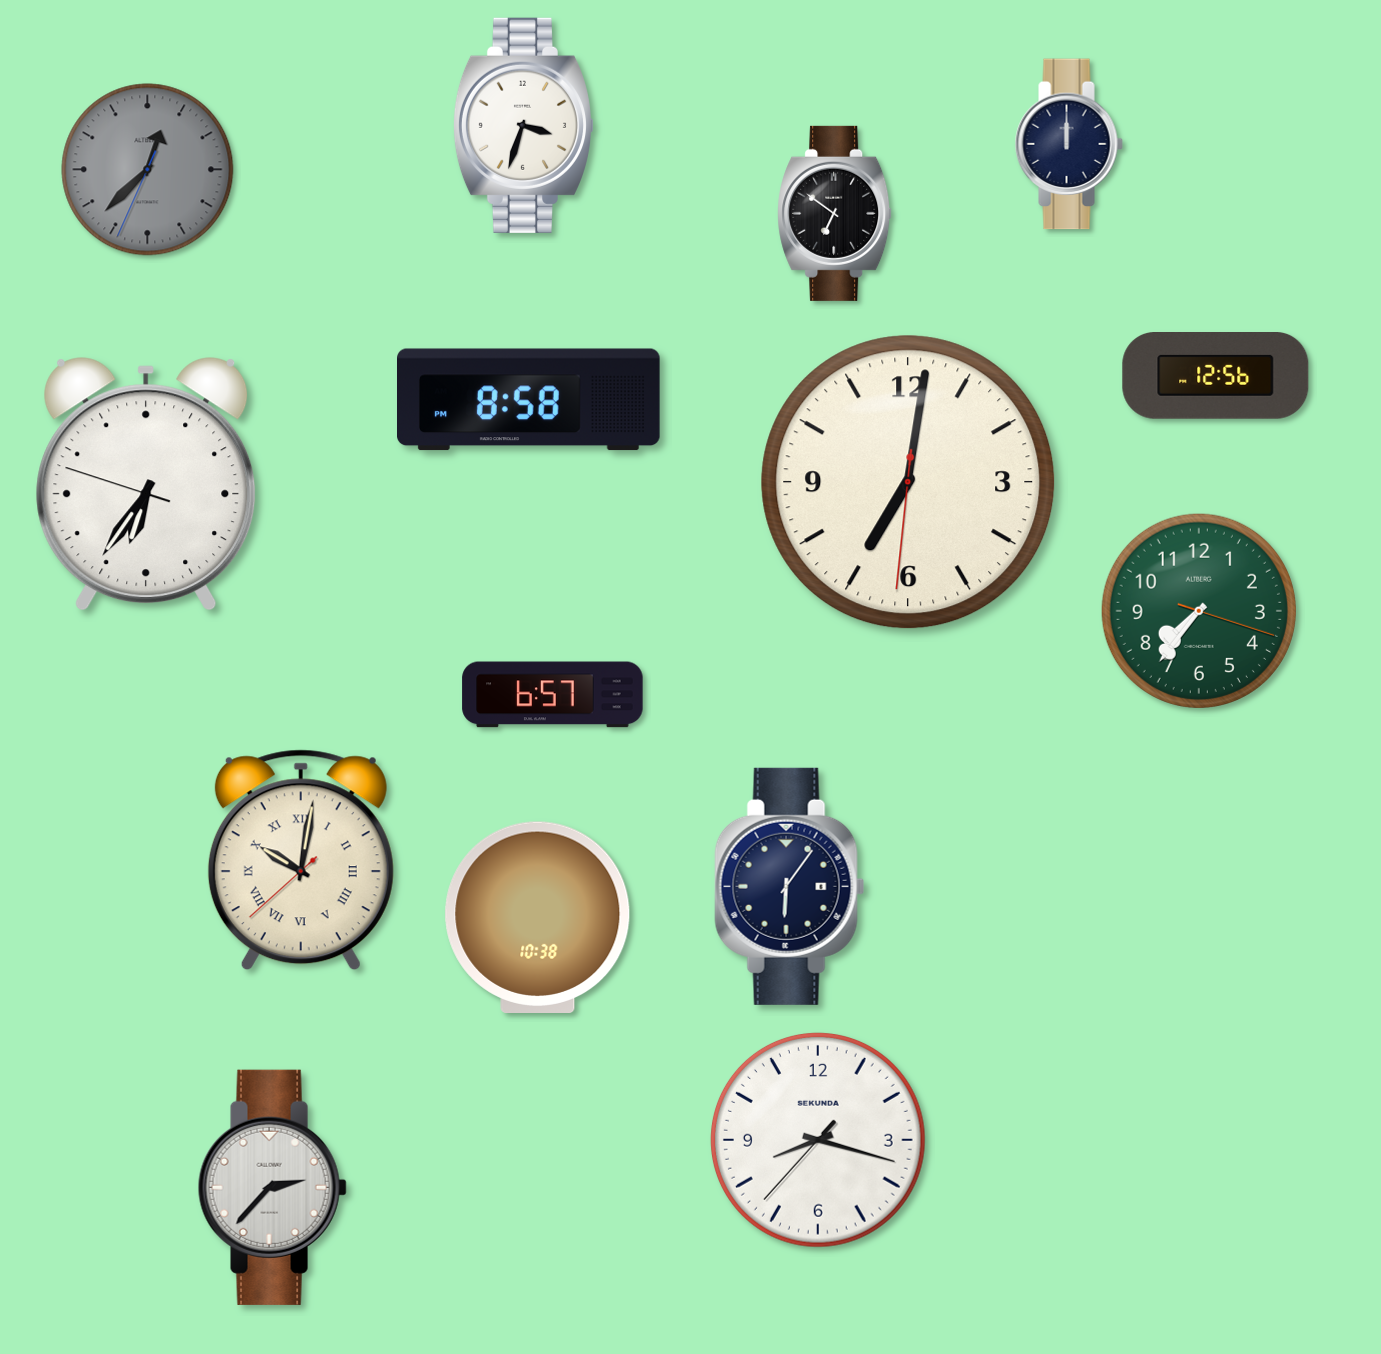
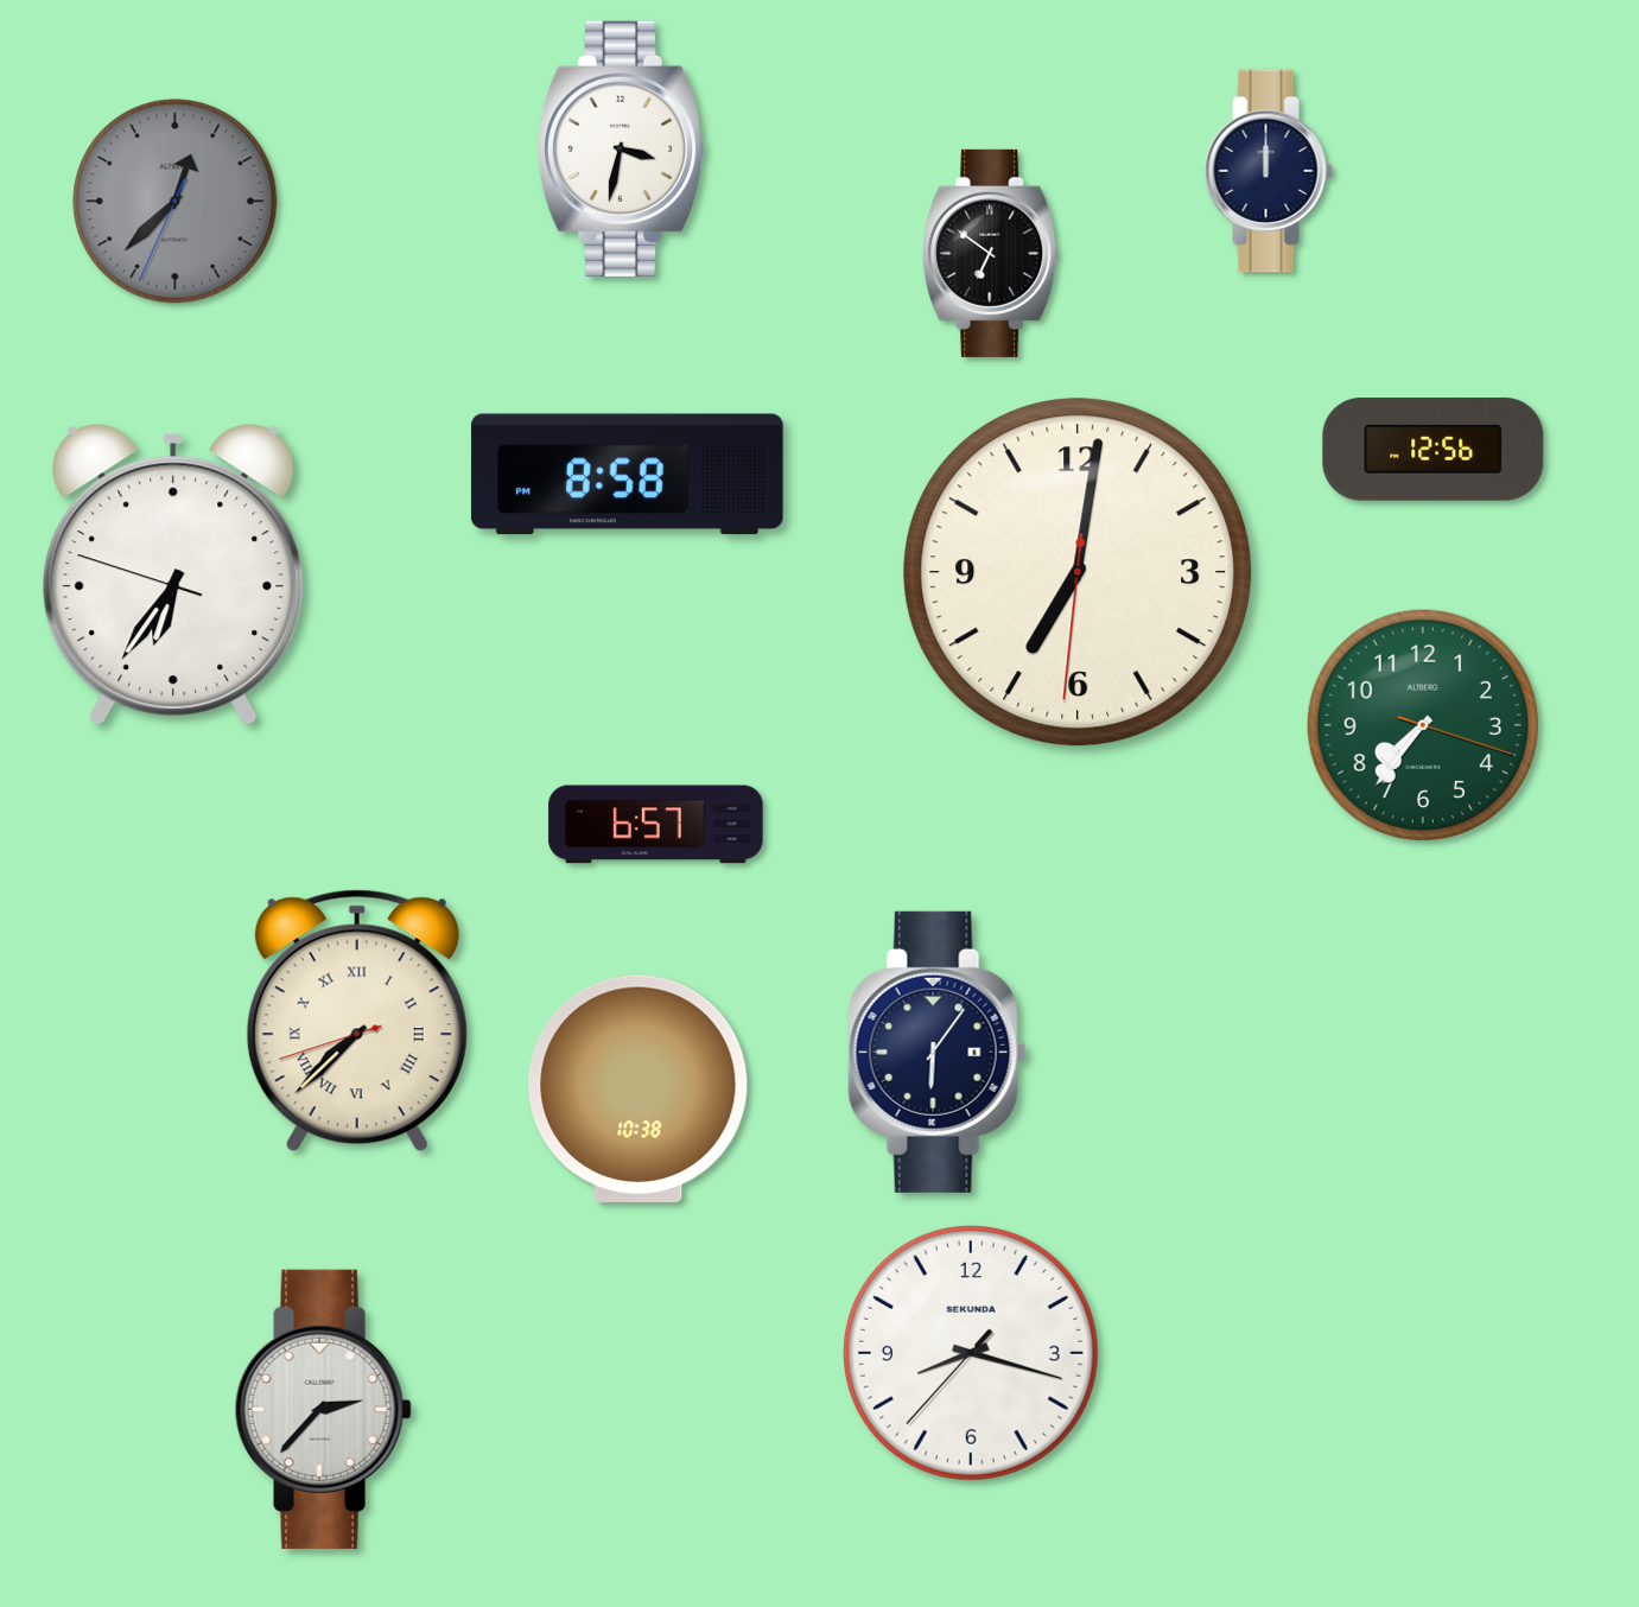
clock at (523, 125): 3:33 -> 3:32
clock at (1216, 376) position: (1216, 376) -> (1434, 450)
clock at (301, 860): 10:01 -> 7:37
